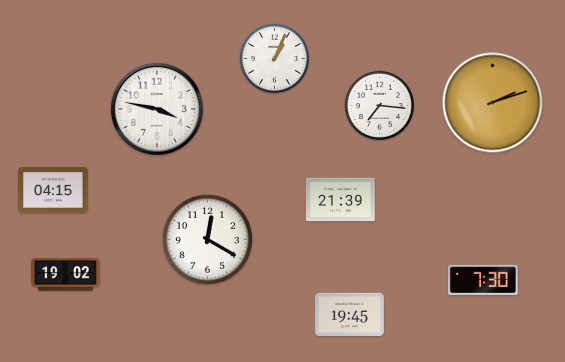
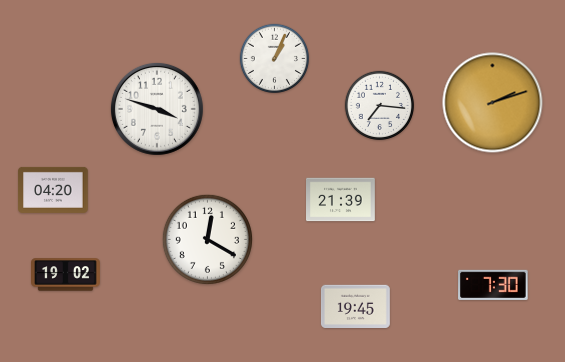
clock at (157, 109): 3:47 -> 3:48
clock at (53, 190): 04:15 -> 04:20
clock at (483, 280) position: (483, 280) -> (493, 285)
clock at (349, 314) position: (349, 314) -> (355, 306)
